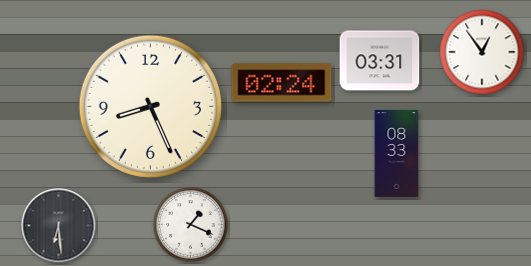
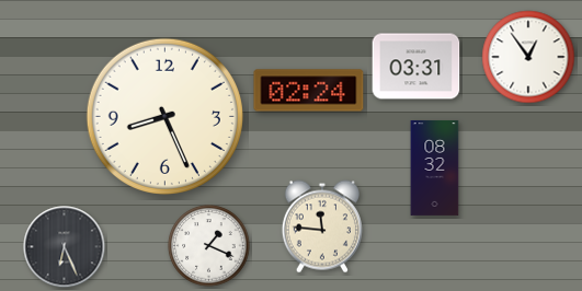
clock at (397, 153): 08:33 -> 08:32
clock at (322, 226): none -> 11:46
clock at (59, 226): 6:29 -> 6:26
